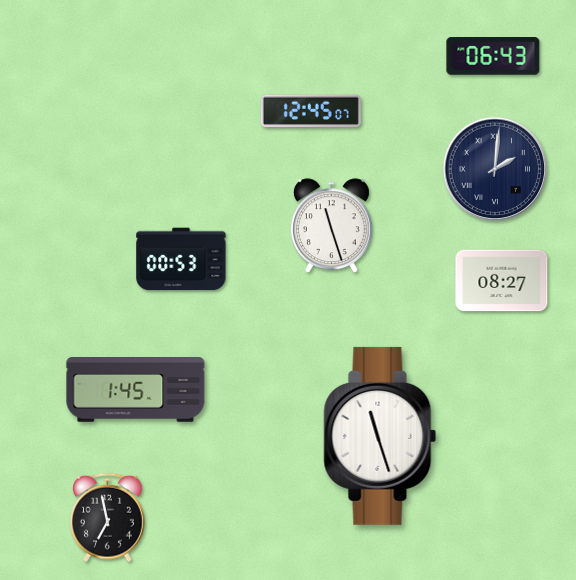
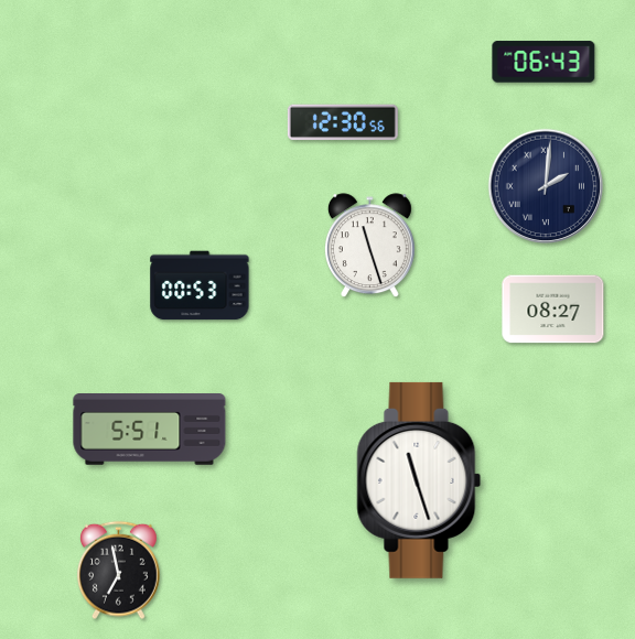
clock at (311, 111): 12:45 -> 12:30
clock at (331, 226) position: (331, 226) -> (369, 246)
clock at (136, 390): 1:45 -> 5:51
